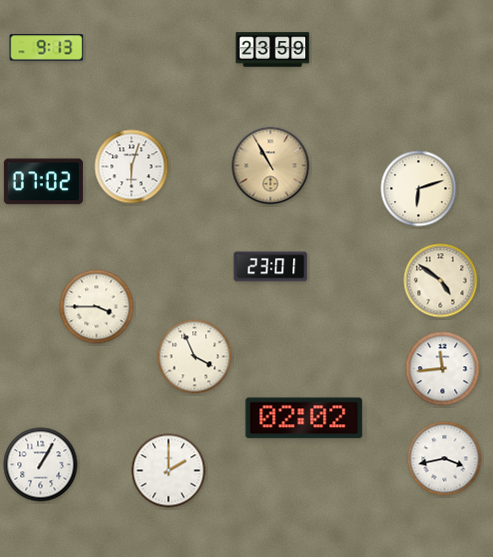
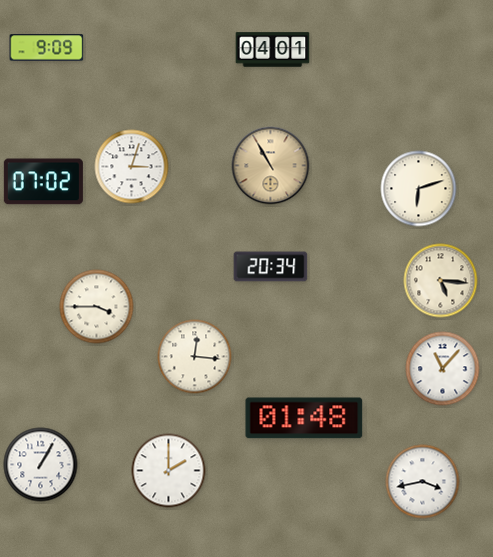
clock at (47, 48): 9:13 -> 9:09
clock at (273, 50): 23:59 -> 04:01
clock at (132, 167): 6:03 -> 3:03
clock at (271, 267): 23:01 -> 20:34
clock at (441, 281): 4:51 -> 5:16
clock at (195, 357): 3:56 -> 12:16
clock at (443, 369): 11:44 -> 11:07
clock at (304, 418): 02:02 -> 01:48
clock at (445, 459) position: (445, 459) -> (423, 482)
